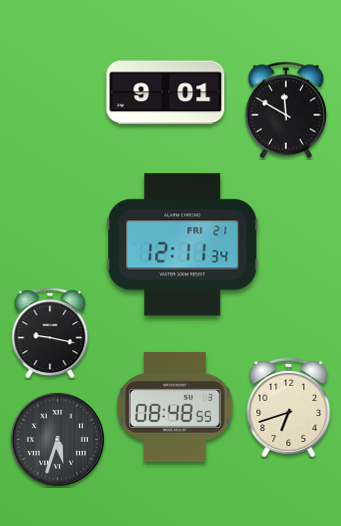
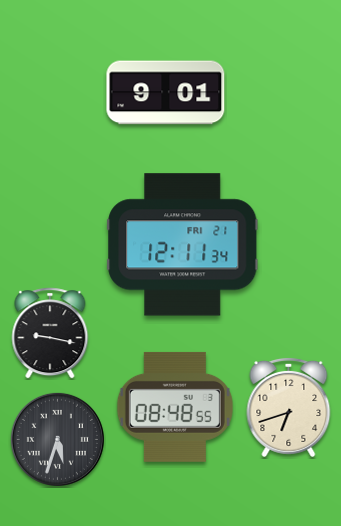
clock at (286, 110): 11:50 -> none
